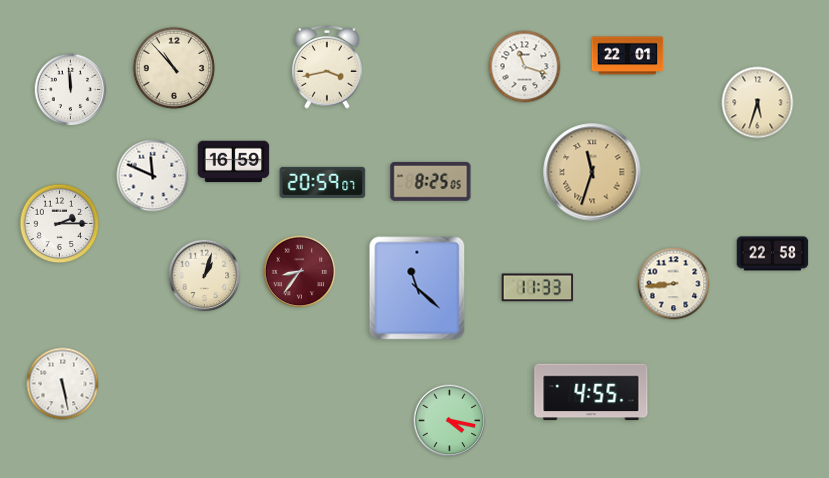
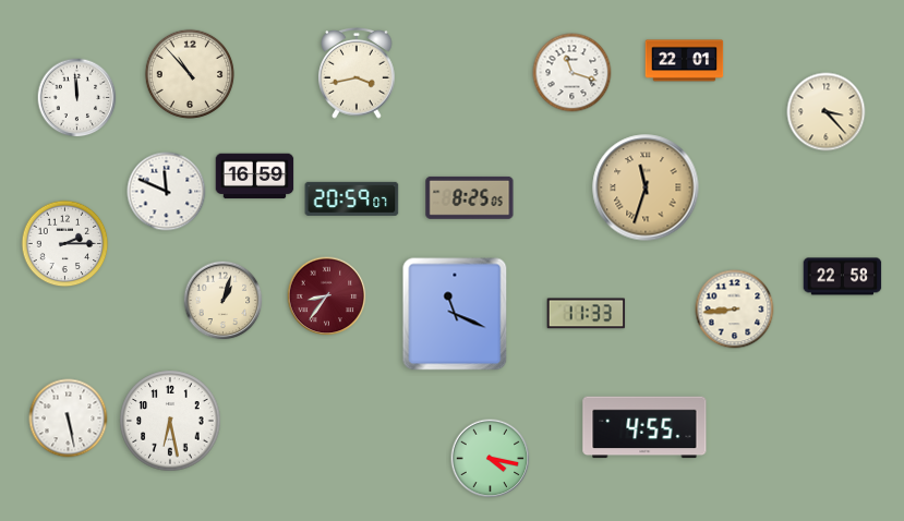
clock at (758, 103): 5:33 -> 3:23
clock at (417, 288): 11:22 -> 11:19
clock at (170, 421): none -> 6:28
